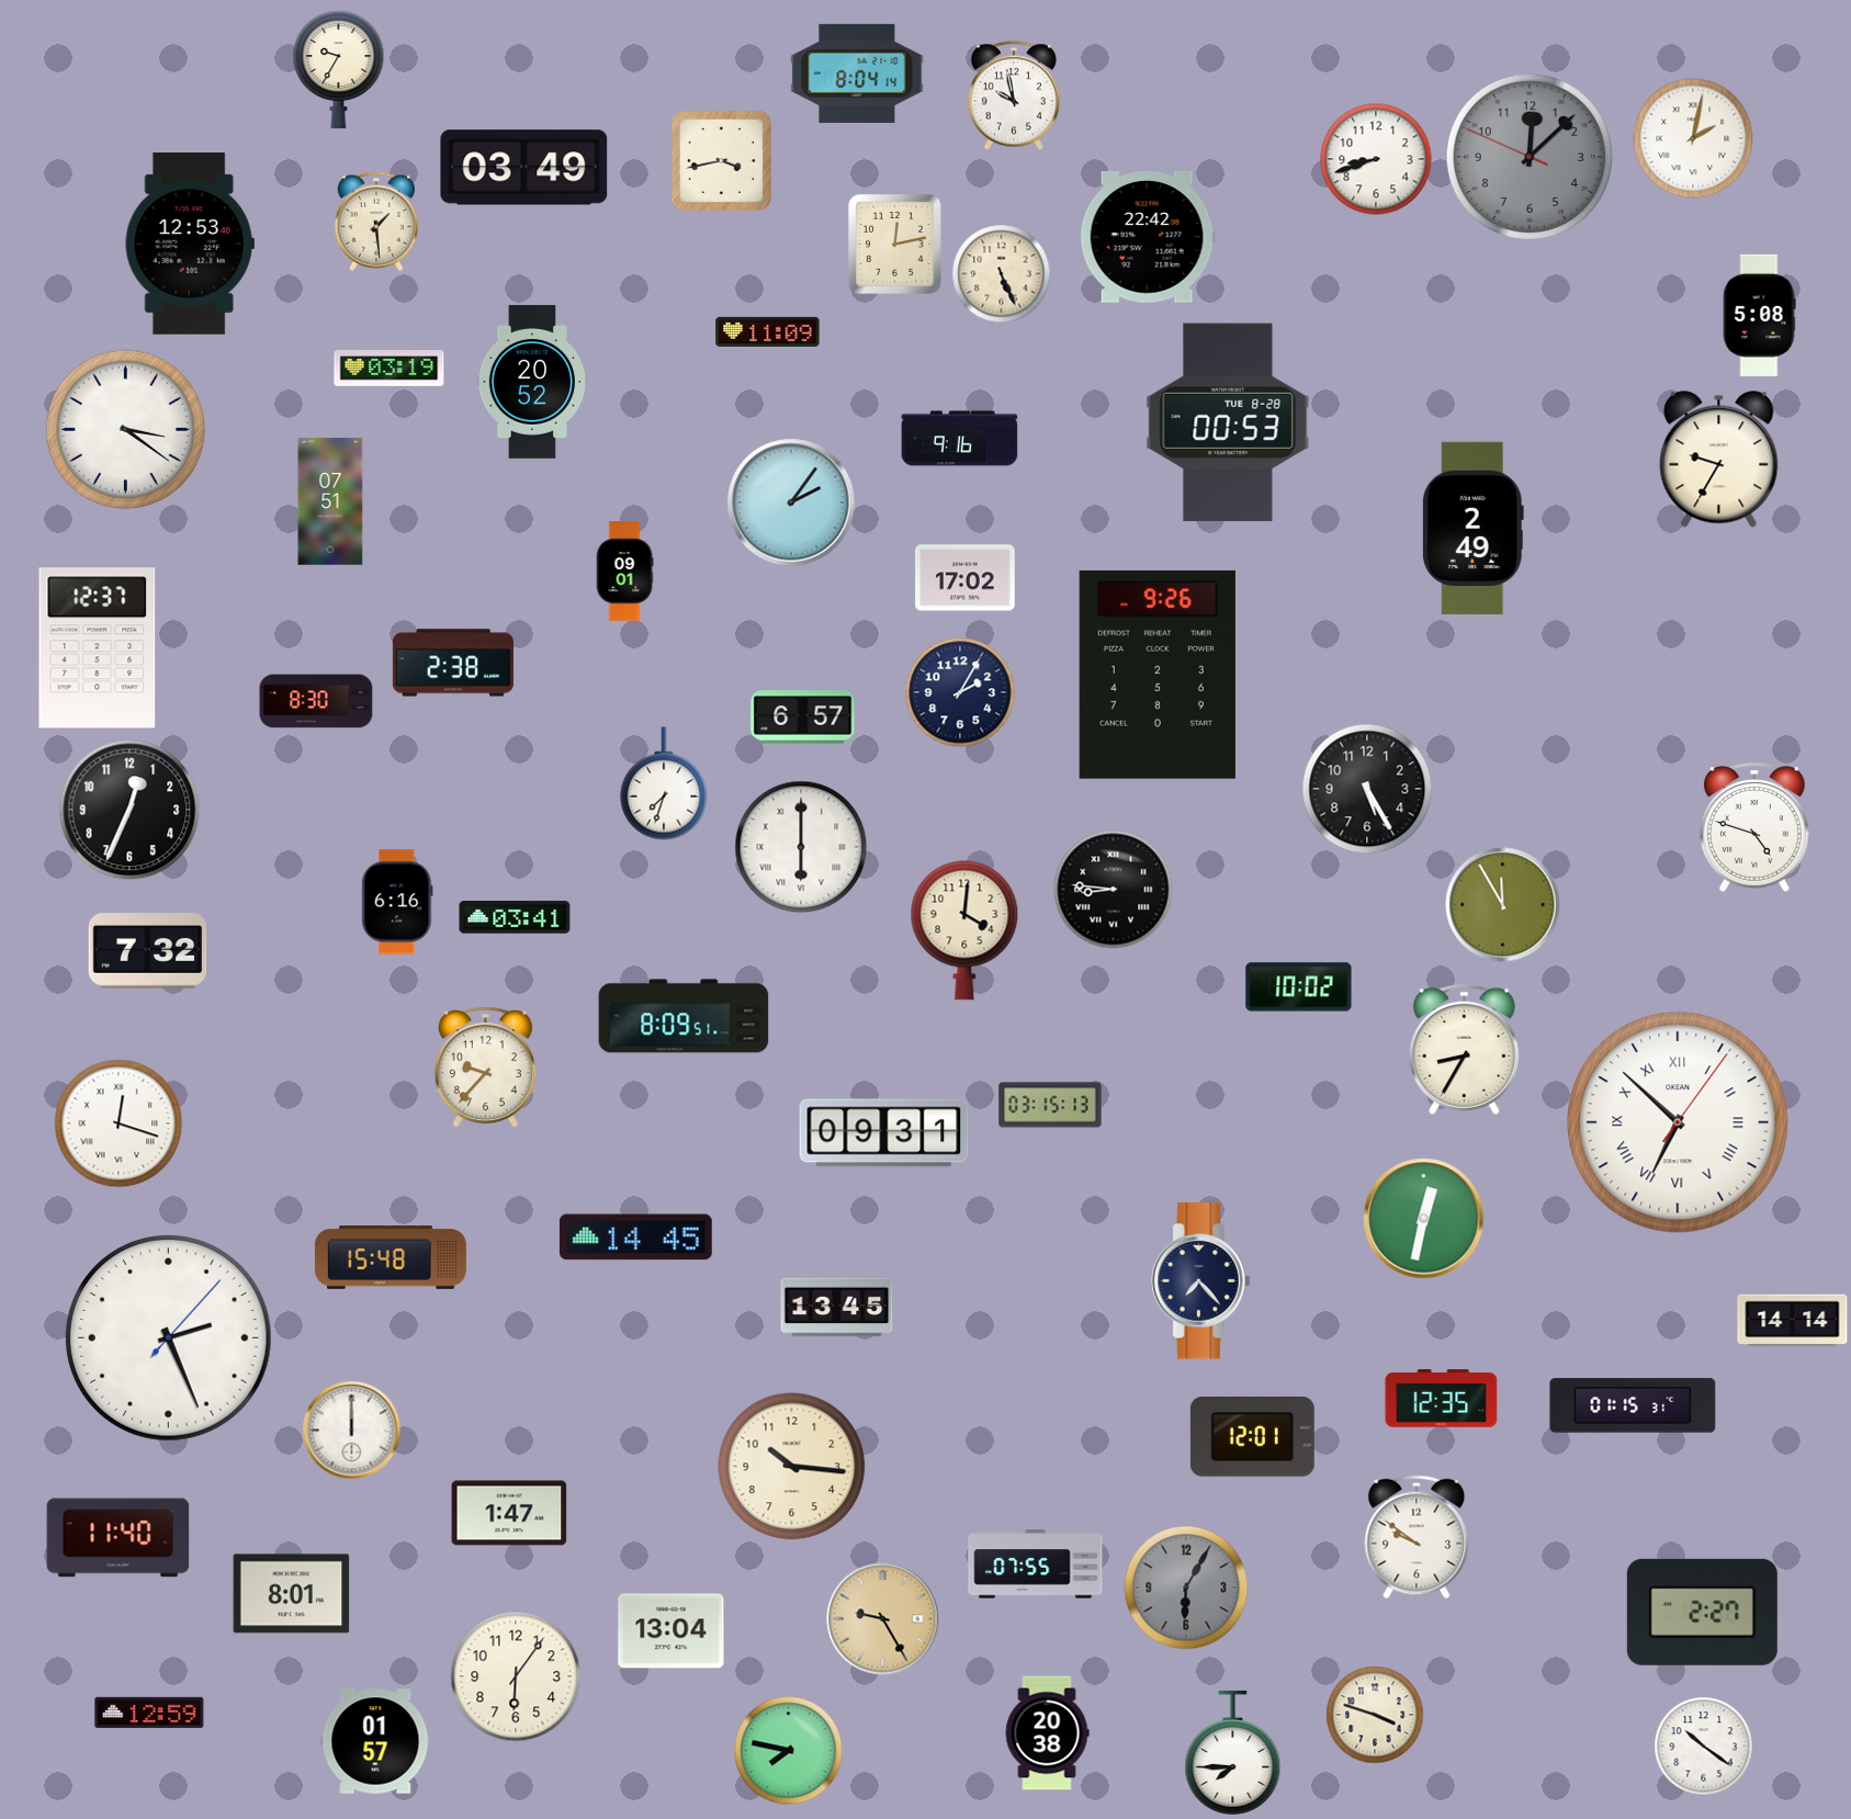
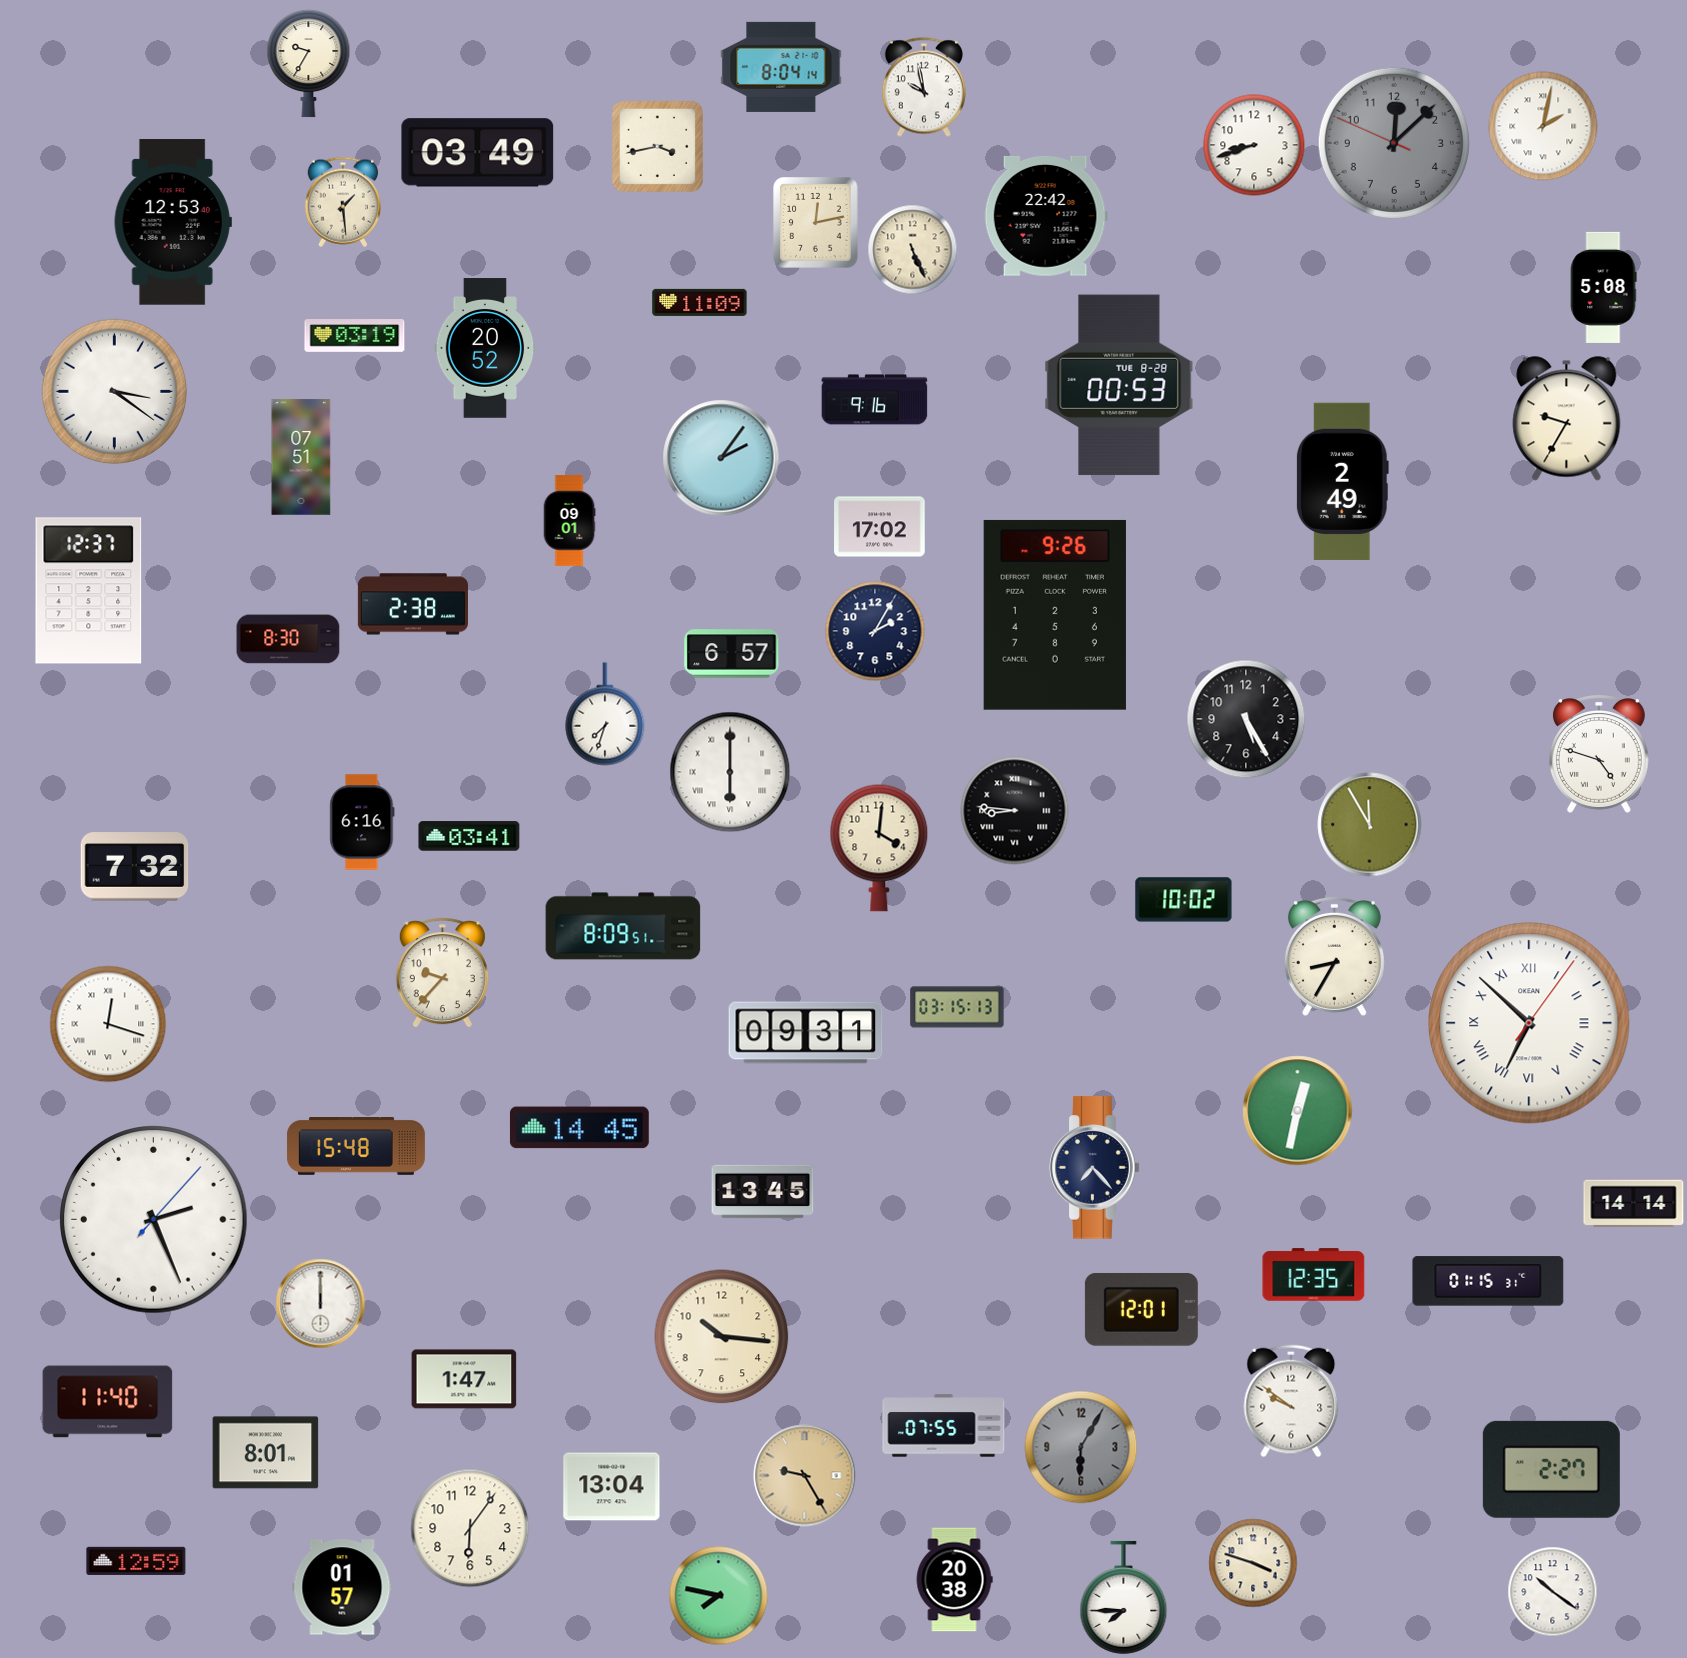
clock at (129, 810): 12:34 -> none
